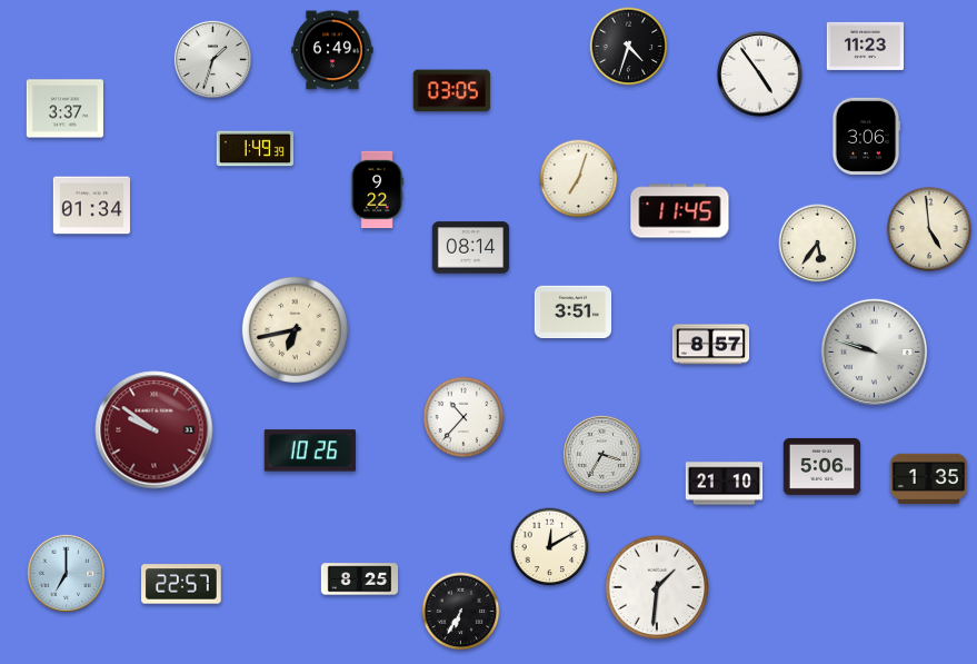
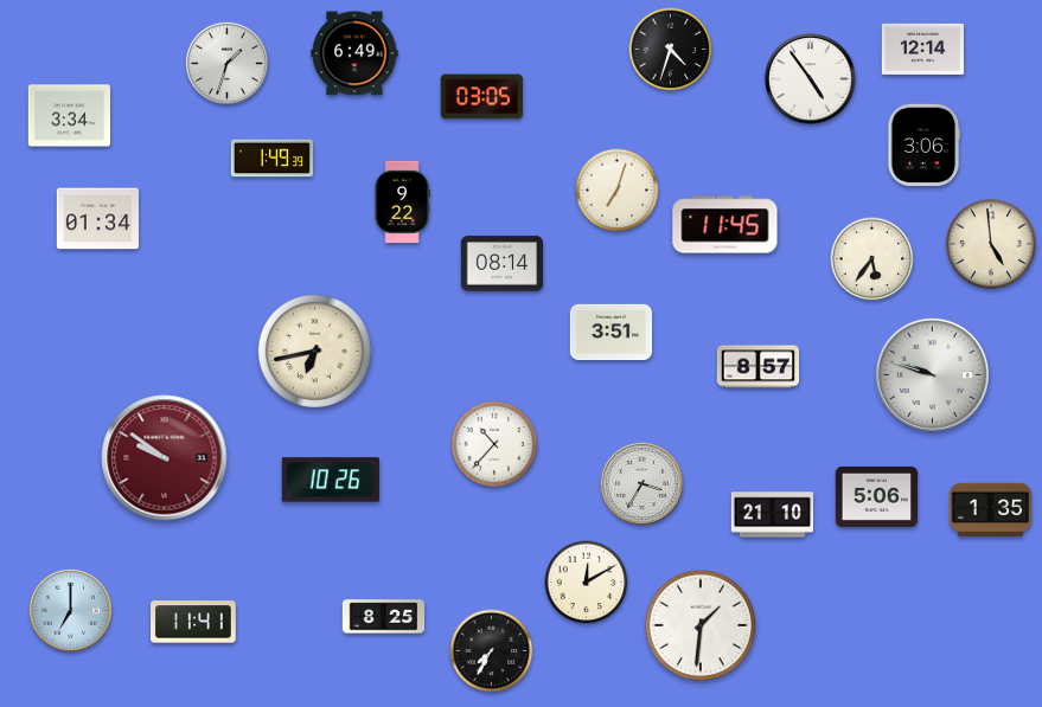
clock at (865, 46): 11:23 -> 12:14
clock at (64, 109): 3:37 -> 3:34
clock at (182, 584): 22:57 -> 11:41
clock at (461, 612): 6:35 -> 7:35
